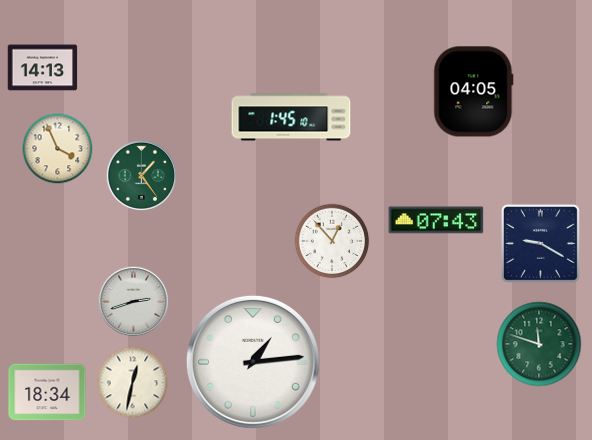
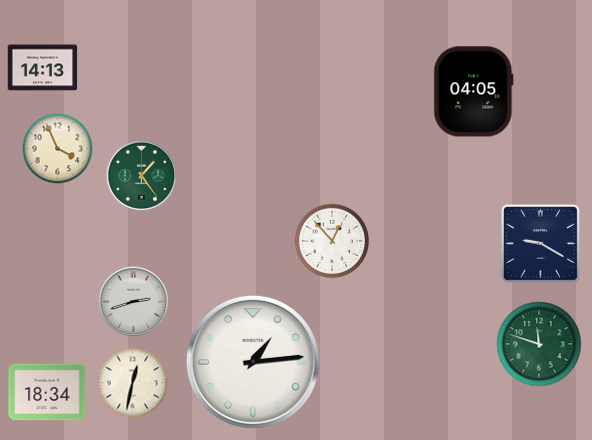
clock at (291, 117): 1:45 -> none
clock at (436, 220): 07:43 -> none
